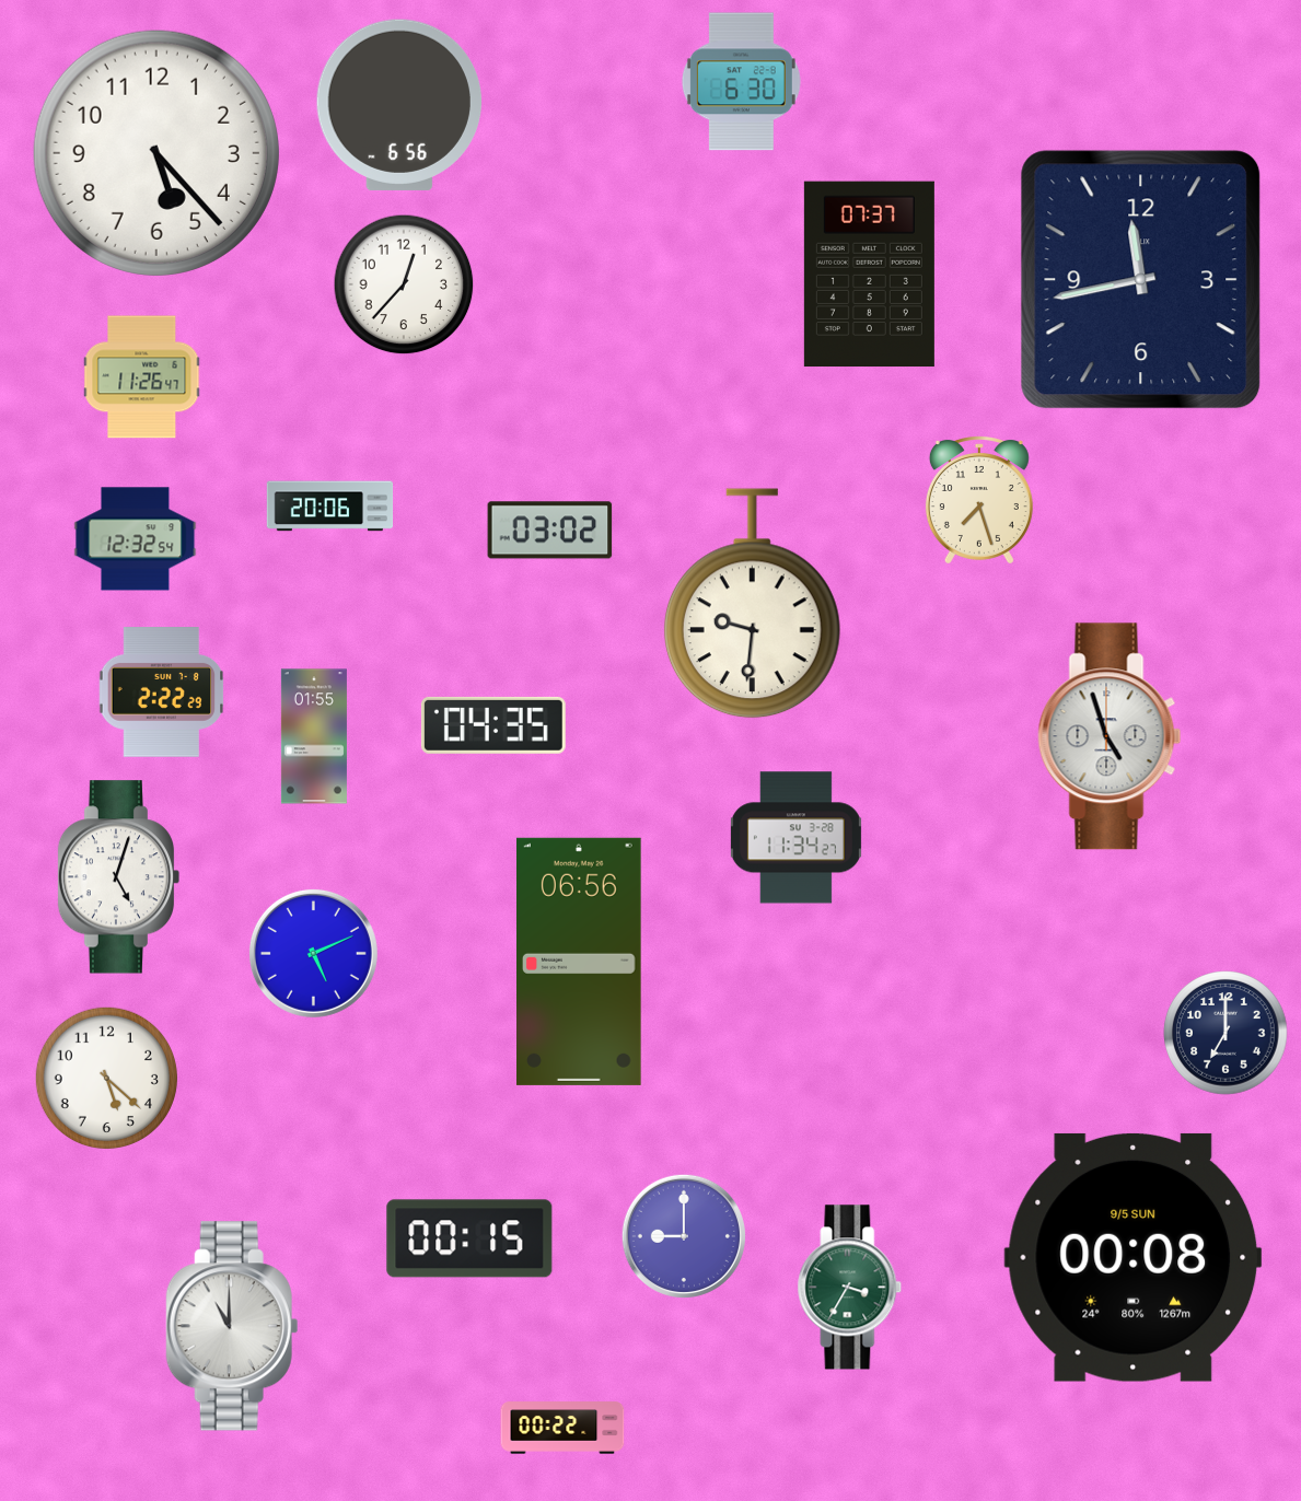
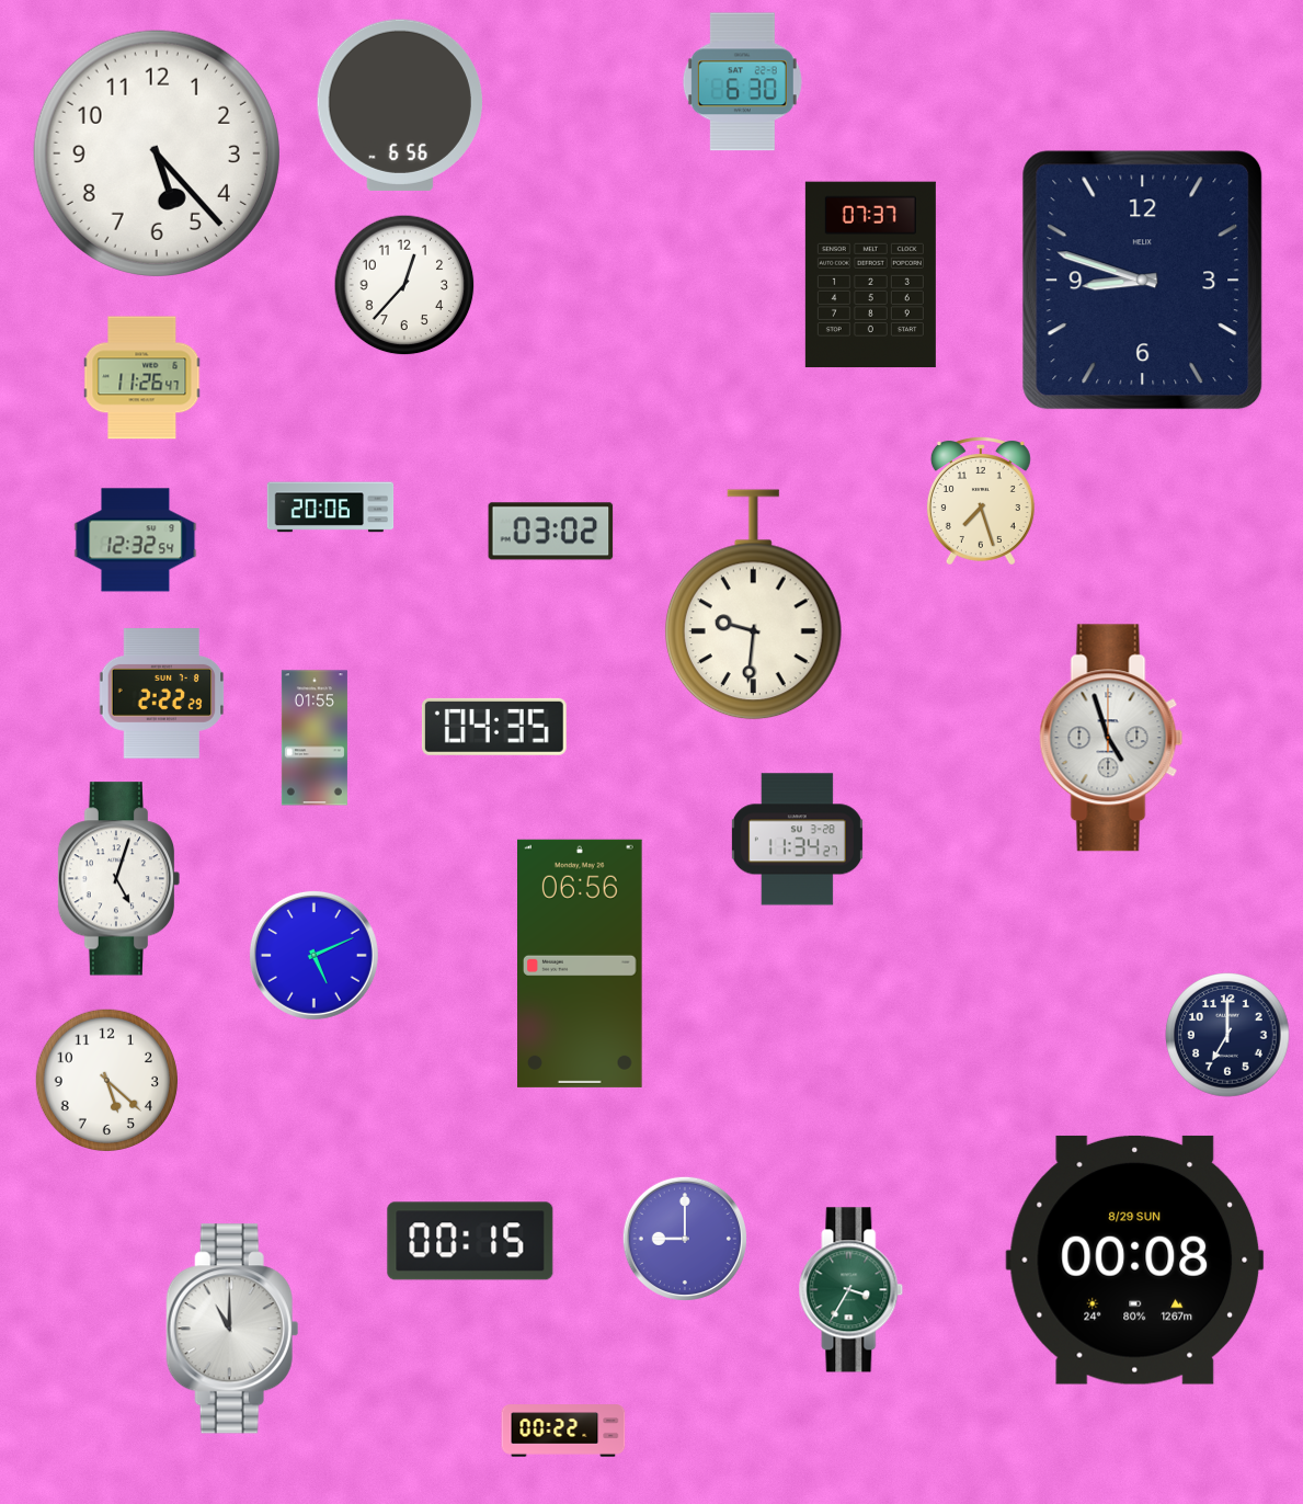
clock at (1141, 280): 11:43 -> 8:48
clock at (1134, 1257) date: 9/5 SUN -> 8/29 SUN
